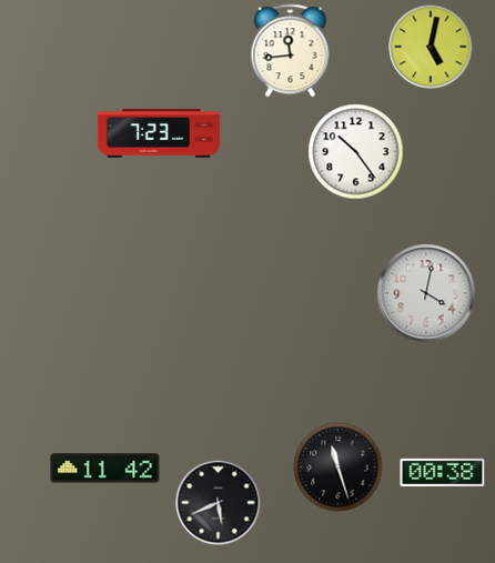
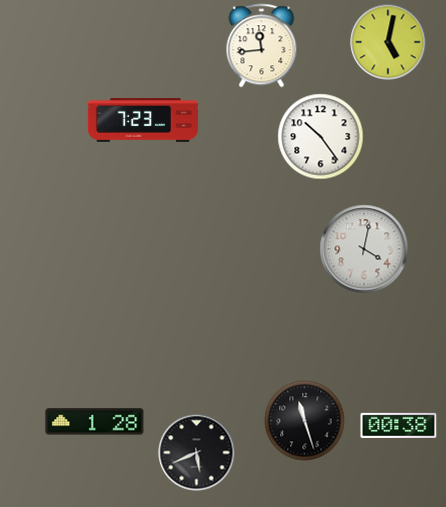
clock at (426, 293) position: (426, 293) -> (364, 249)
clock at (105, 469): 11:42 -> 1:28
